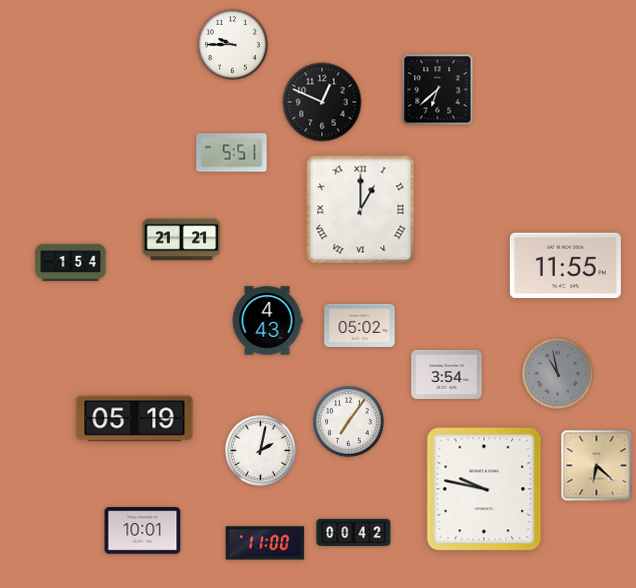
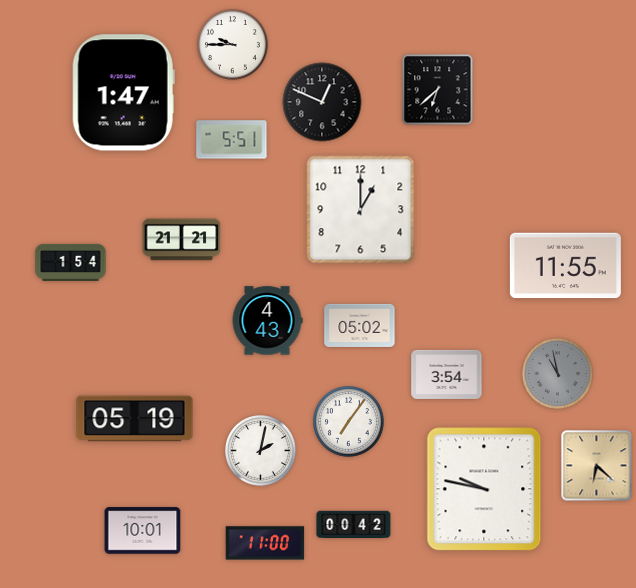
clock at (123, 93): none -> 1:47
clock at (232, 153) position: (232, 153) -> (232, 140)
clock at (361, 210) numerals: Roman -> Arabic
clock at (354, 533) position: (354, 533) -> (354, 525)
